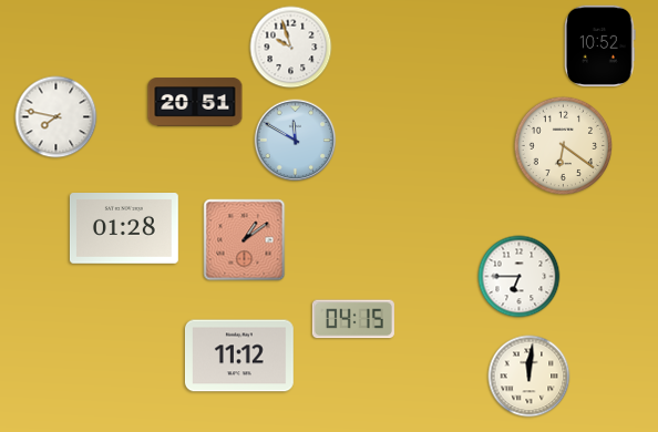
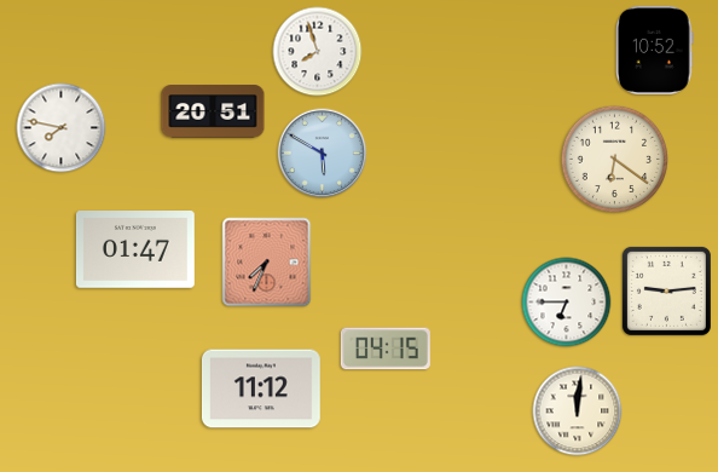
clock at (291, 48): 9:57 -> 7:57
clock at (296, 141): 11:50 -> 5:50
clock at (124, 229): 01:28 -> 01:47
clock at (245, 240): 1:09 -> 7:34
clock at (666, 290): none -> 9:14
